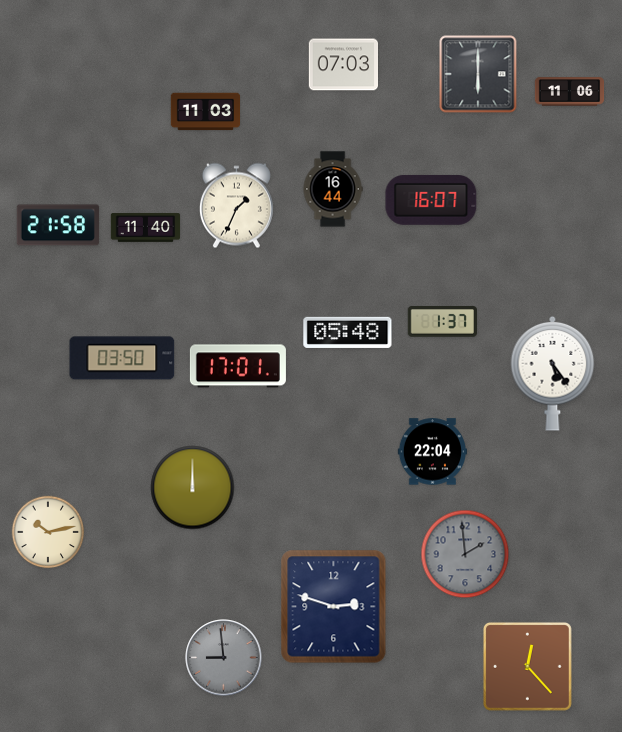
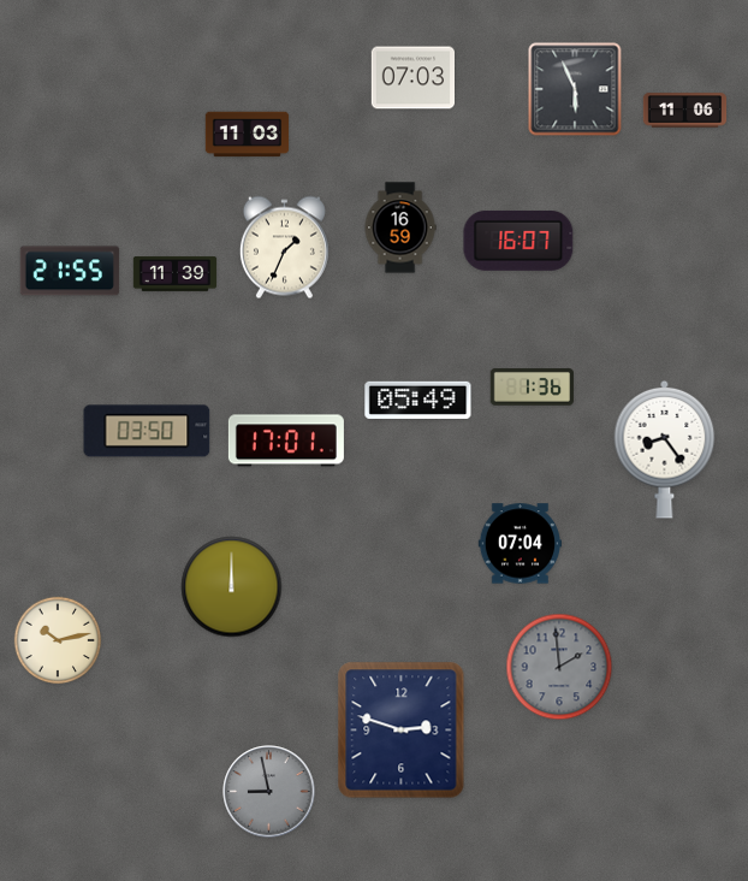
clock at (478, 74): 6:00 -> 5:56
clock at (333, 189): 16:44 -> 16:59
clock at (58, 225): 21:58 -> 21:55
clock at (146, 228): 11:40 -> 11:39
clock at (442, 322): 1:37 -> 1:36
clock at (348, 332): 05:48 -> 05:49
clock at (553, 373): 5:24 -> 8:24
clock at (433, 452): 22:04 -> 07:04
clock at (224, 658): 8:59 -> 8:58
clock at (527, 666): 12:23 -> none
